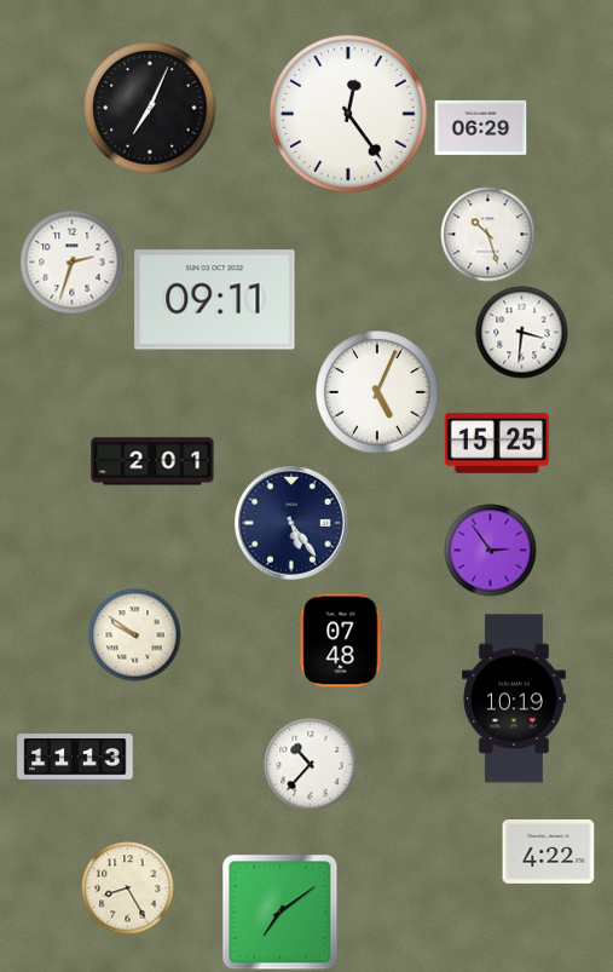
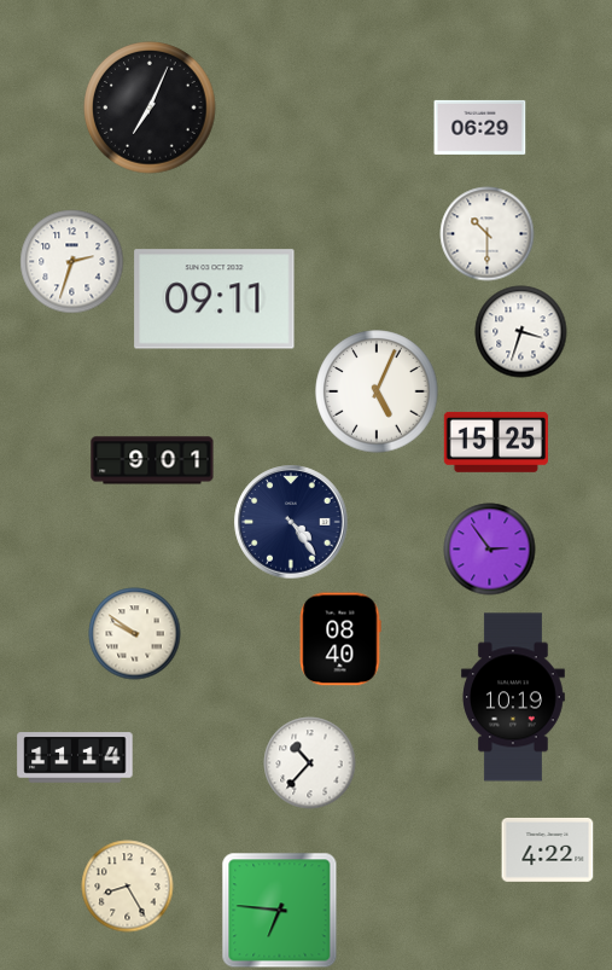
clock at (349, 115): 12:24 -> none
clock at (488, 235): 10:27 -> 10:30
clock at (522, 333): 3:31 -> 3:33
clock at (152, 461): 2:01 -> 9:01
clock at (291, 523): 5:24 -> 4:24
clock at (341, 640): 07:48 -> 08:40
clock at (75, 759): 11:13 -> 11:14
clock at (281, 913): 7:09 -> 6:46
